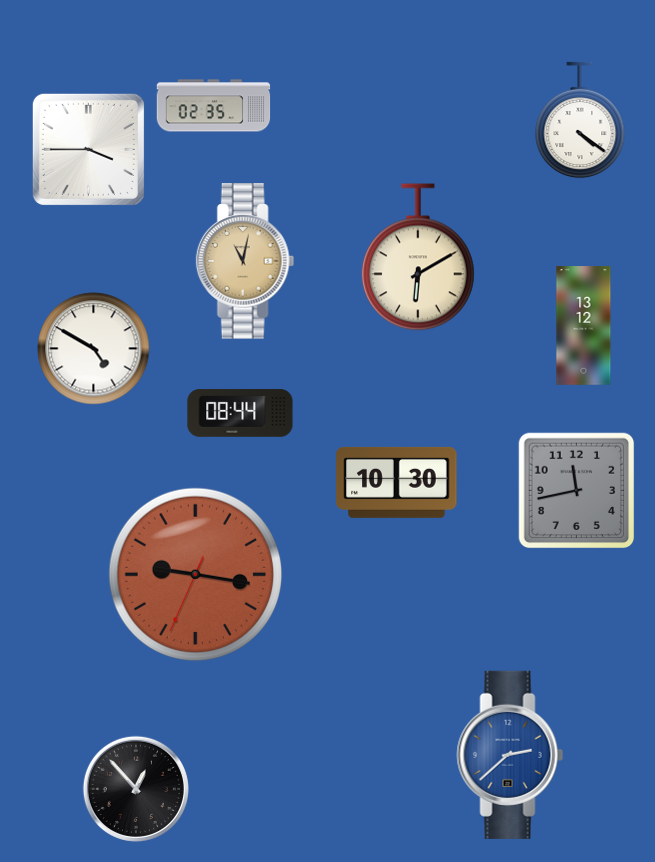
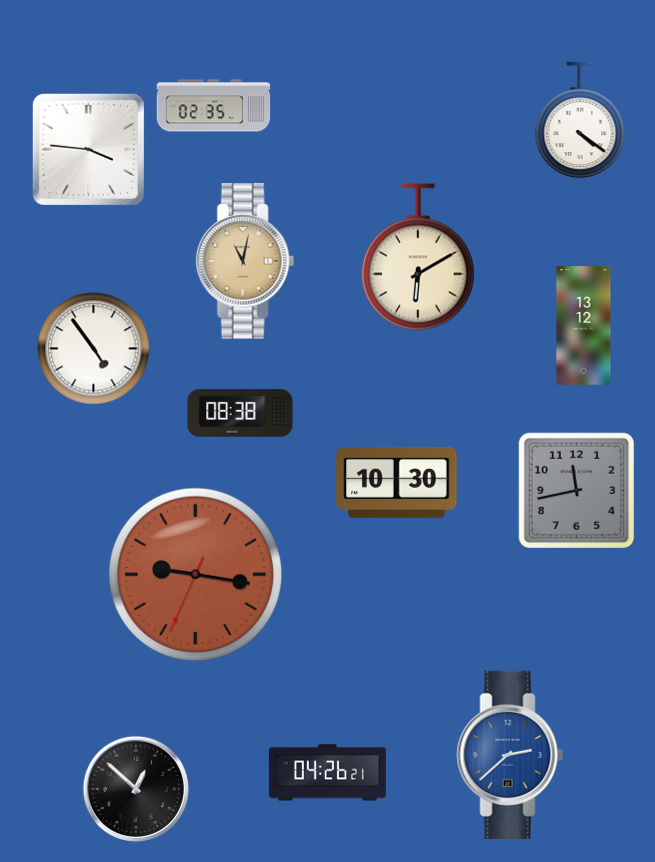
clock at (88, 149): 3:45 -> 3:46
clock at (94, 349): 4:50 -> 4:54
clock at (240, 413): 08:44 -> 08:38
clock at (327, 773): none -> 04:26
clock at (136, 789): 12:53 -> 12:52
